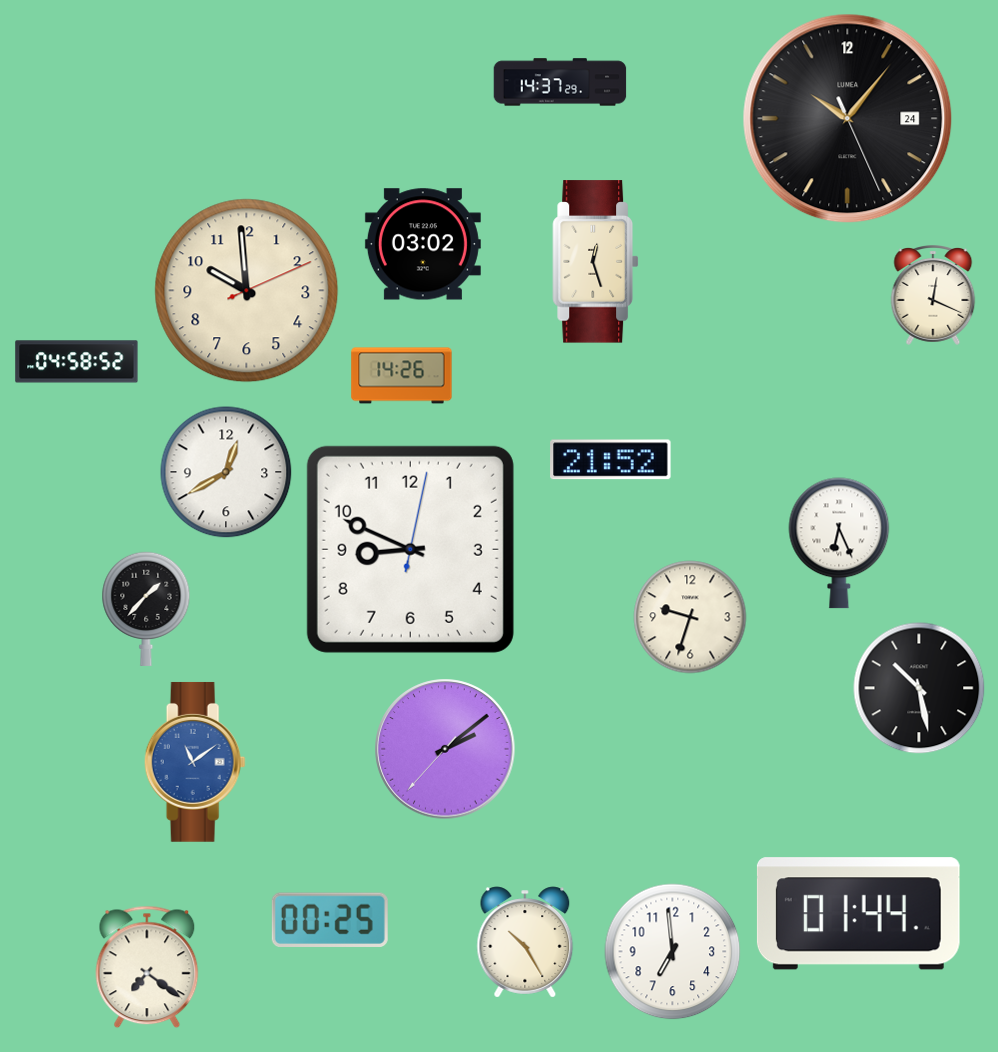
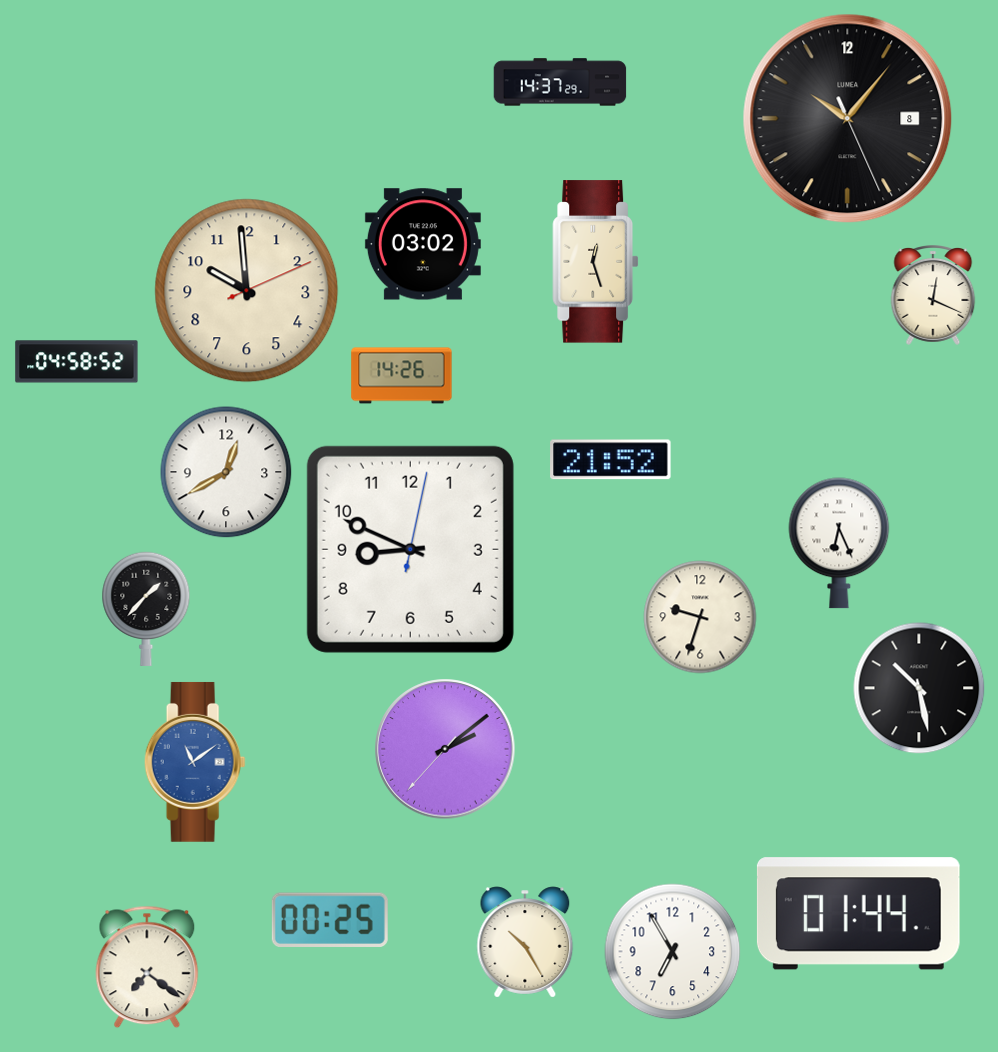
clock at (848, 119) date: 24 -> 8
clock at (690, 617) position: (690, 617) -> (700, 617)
clock at (673, 952): 6:59 -> 6:55
